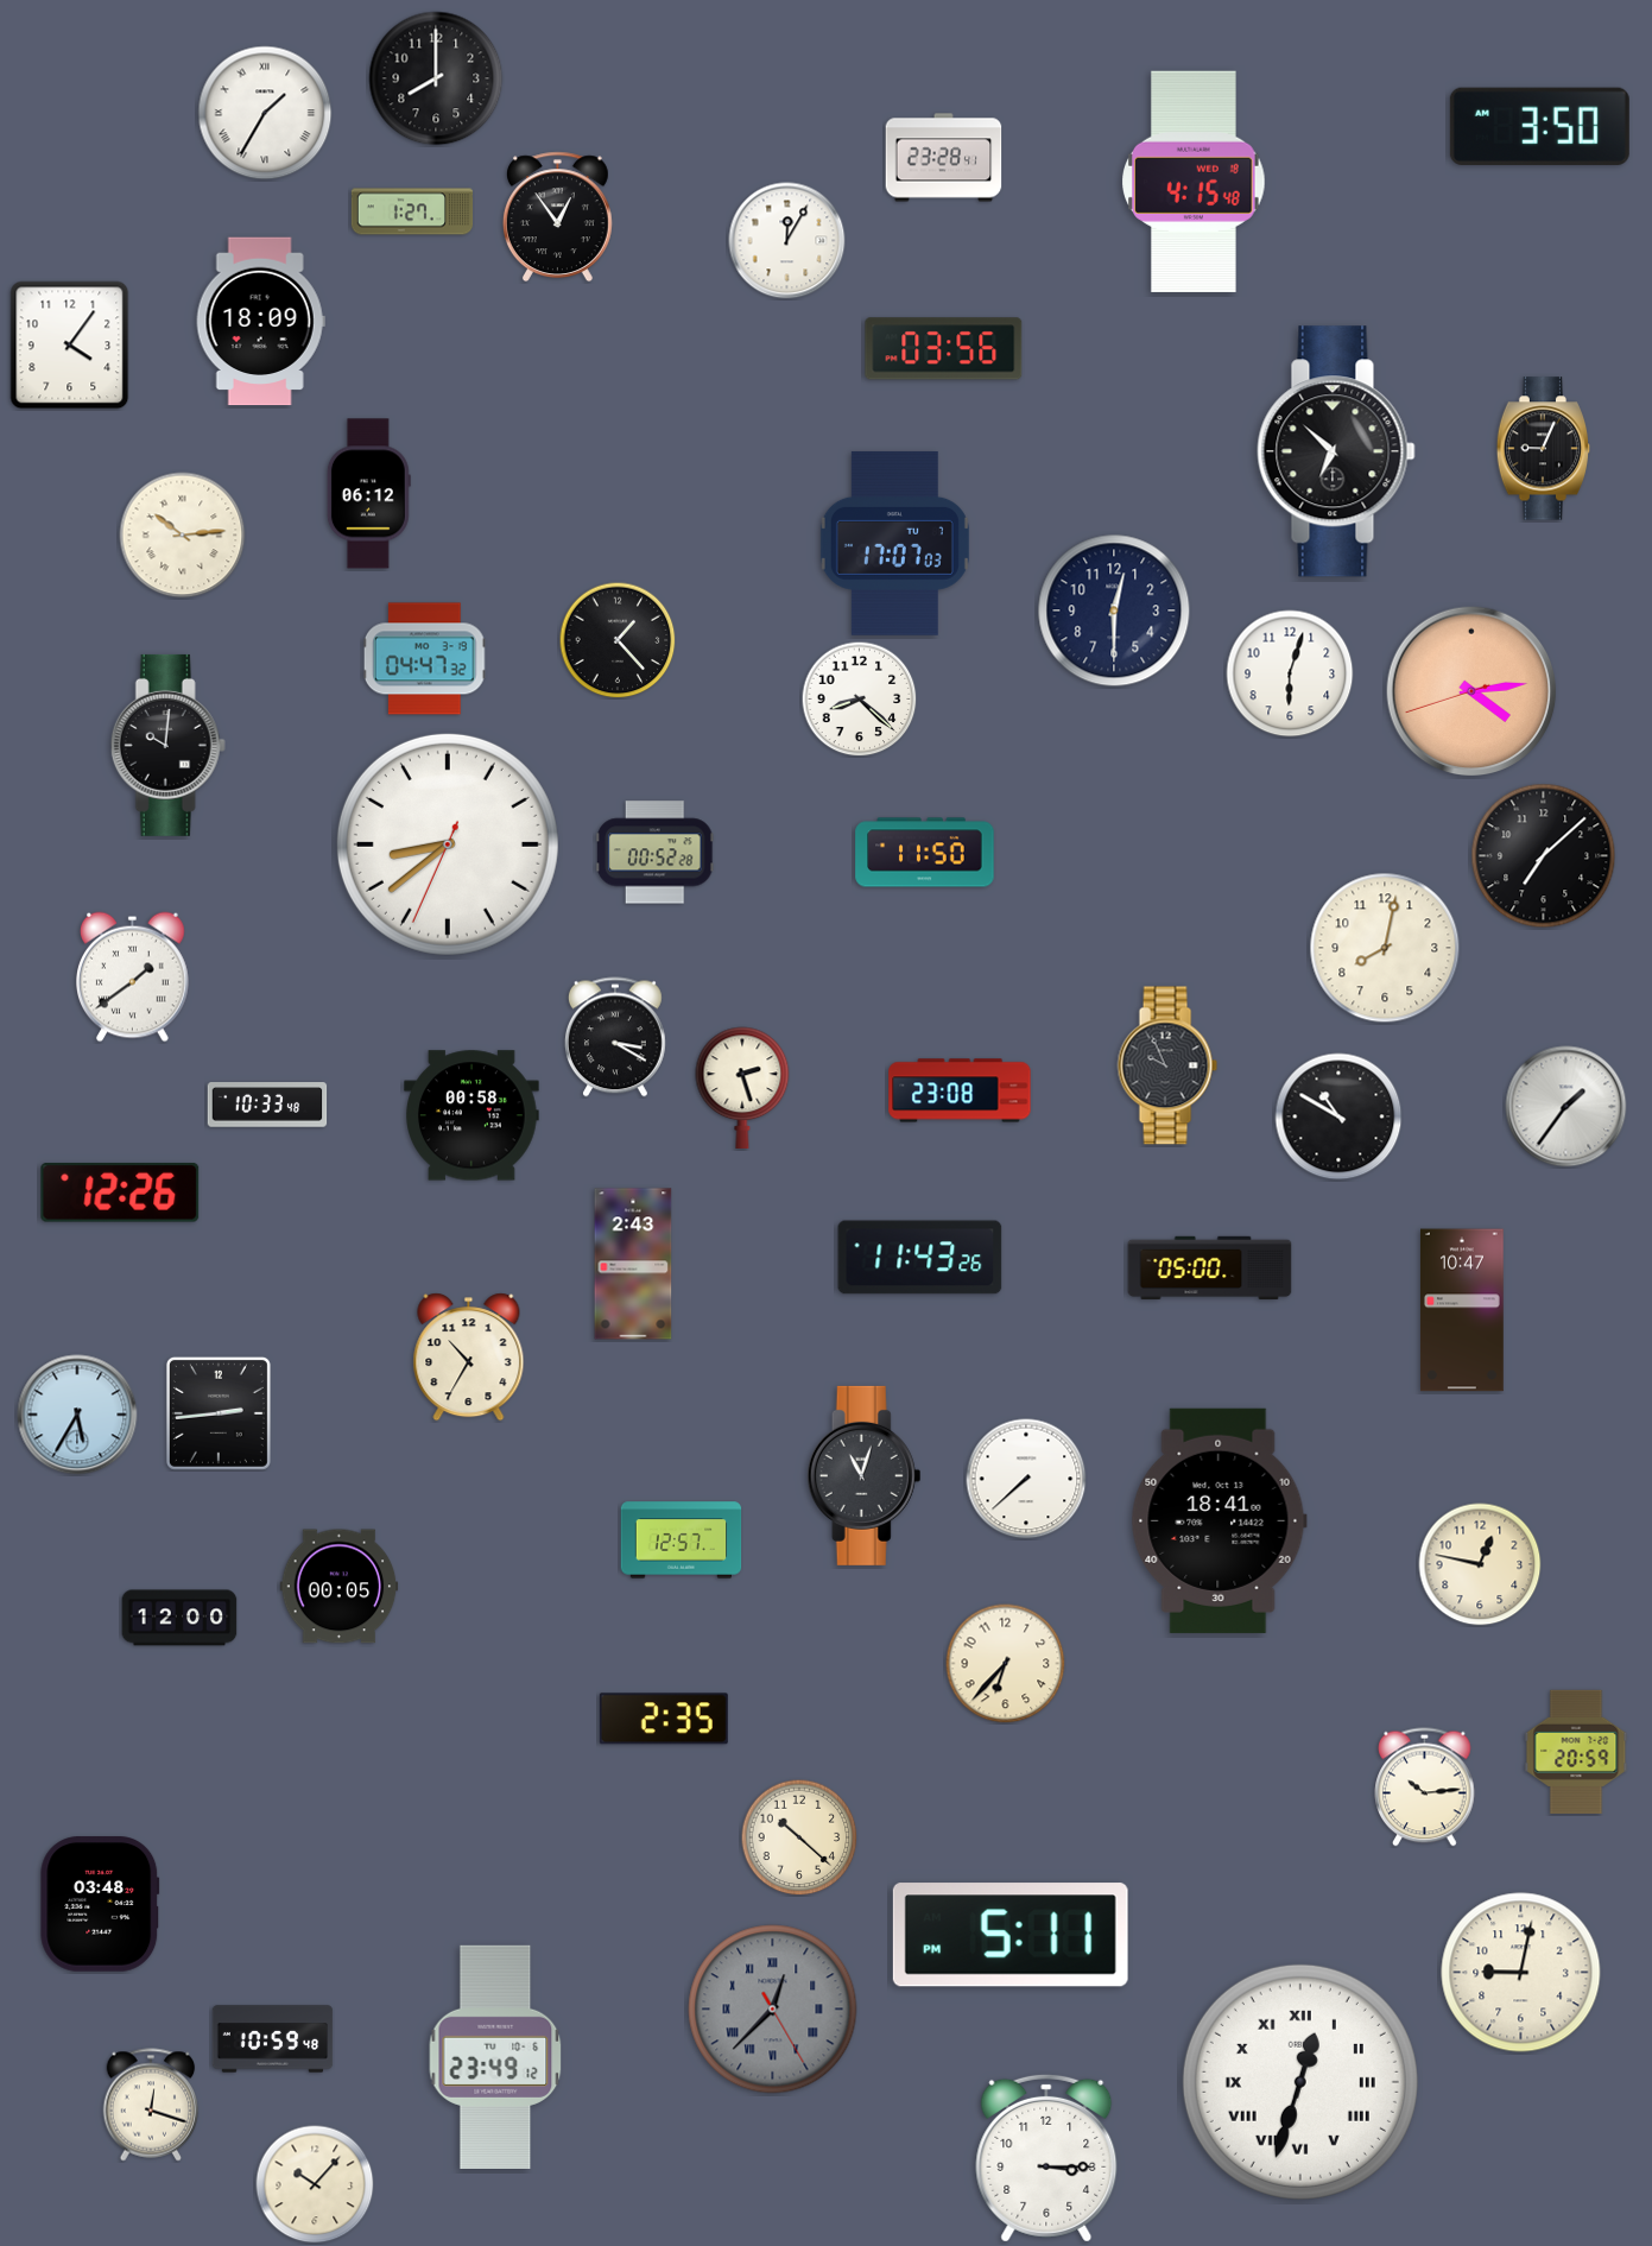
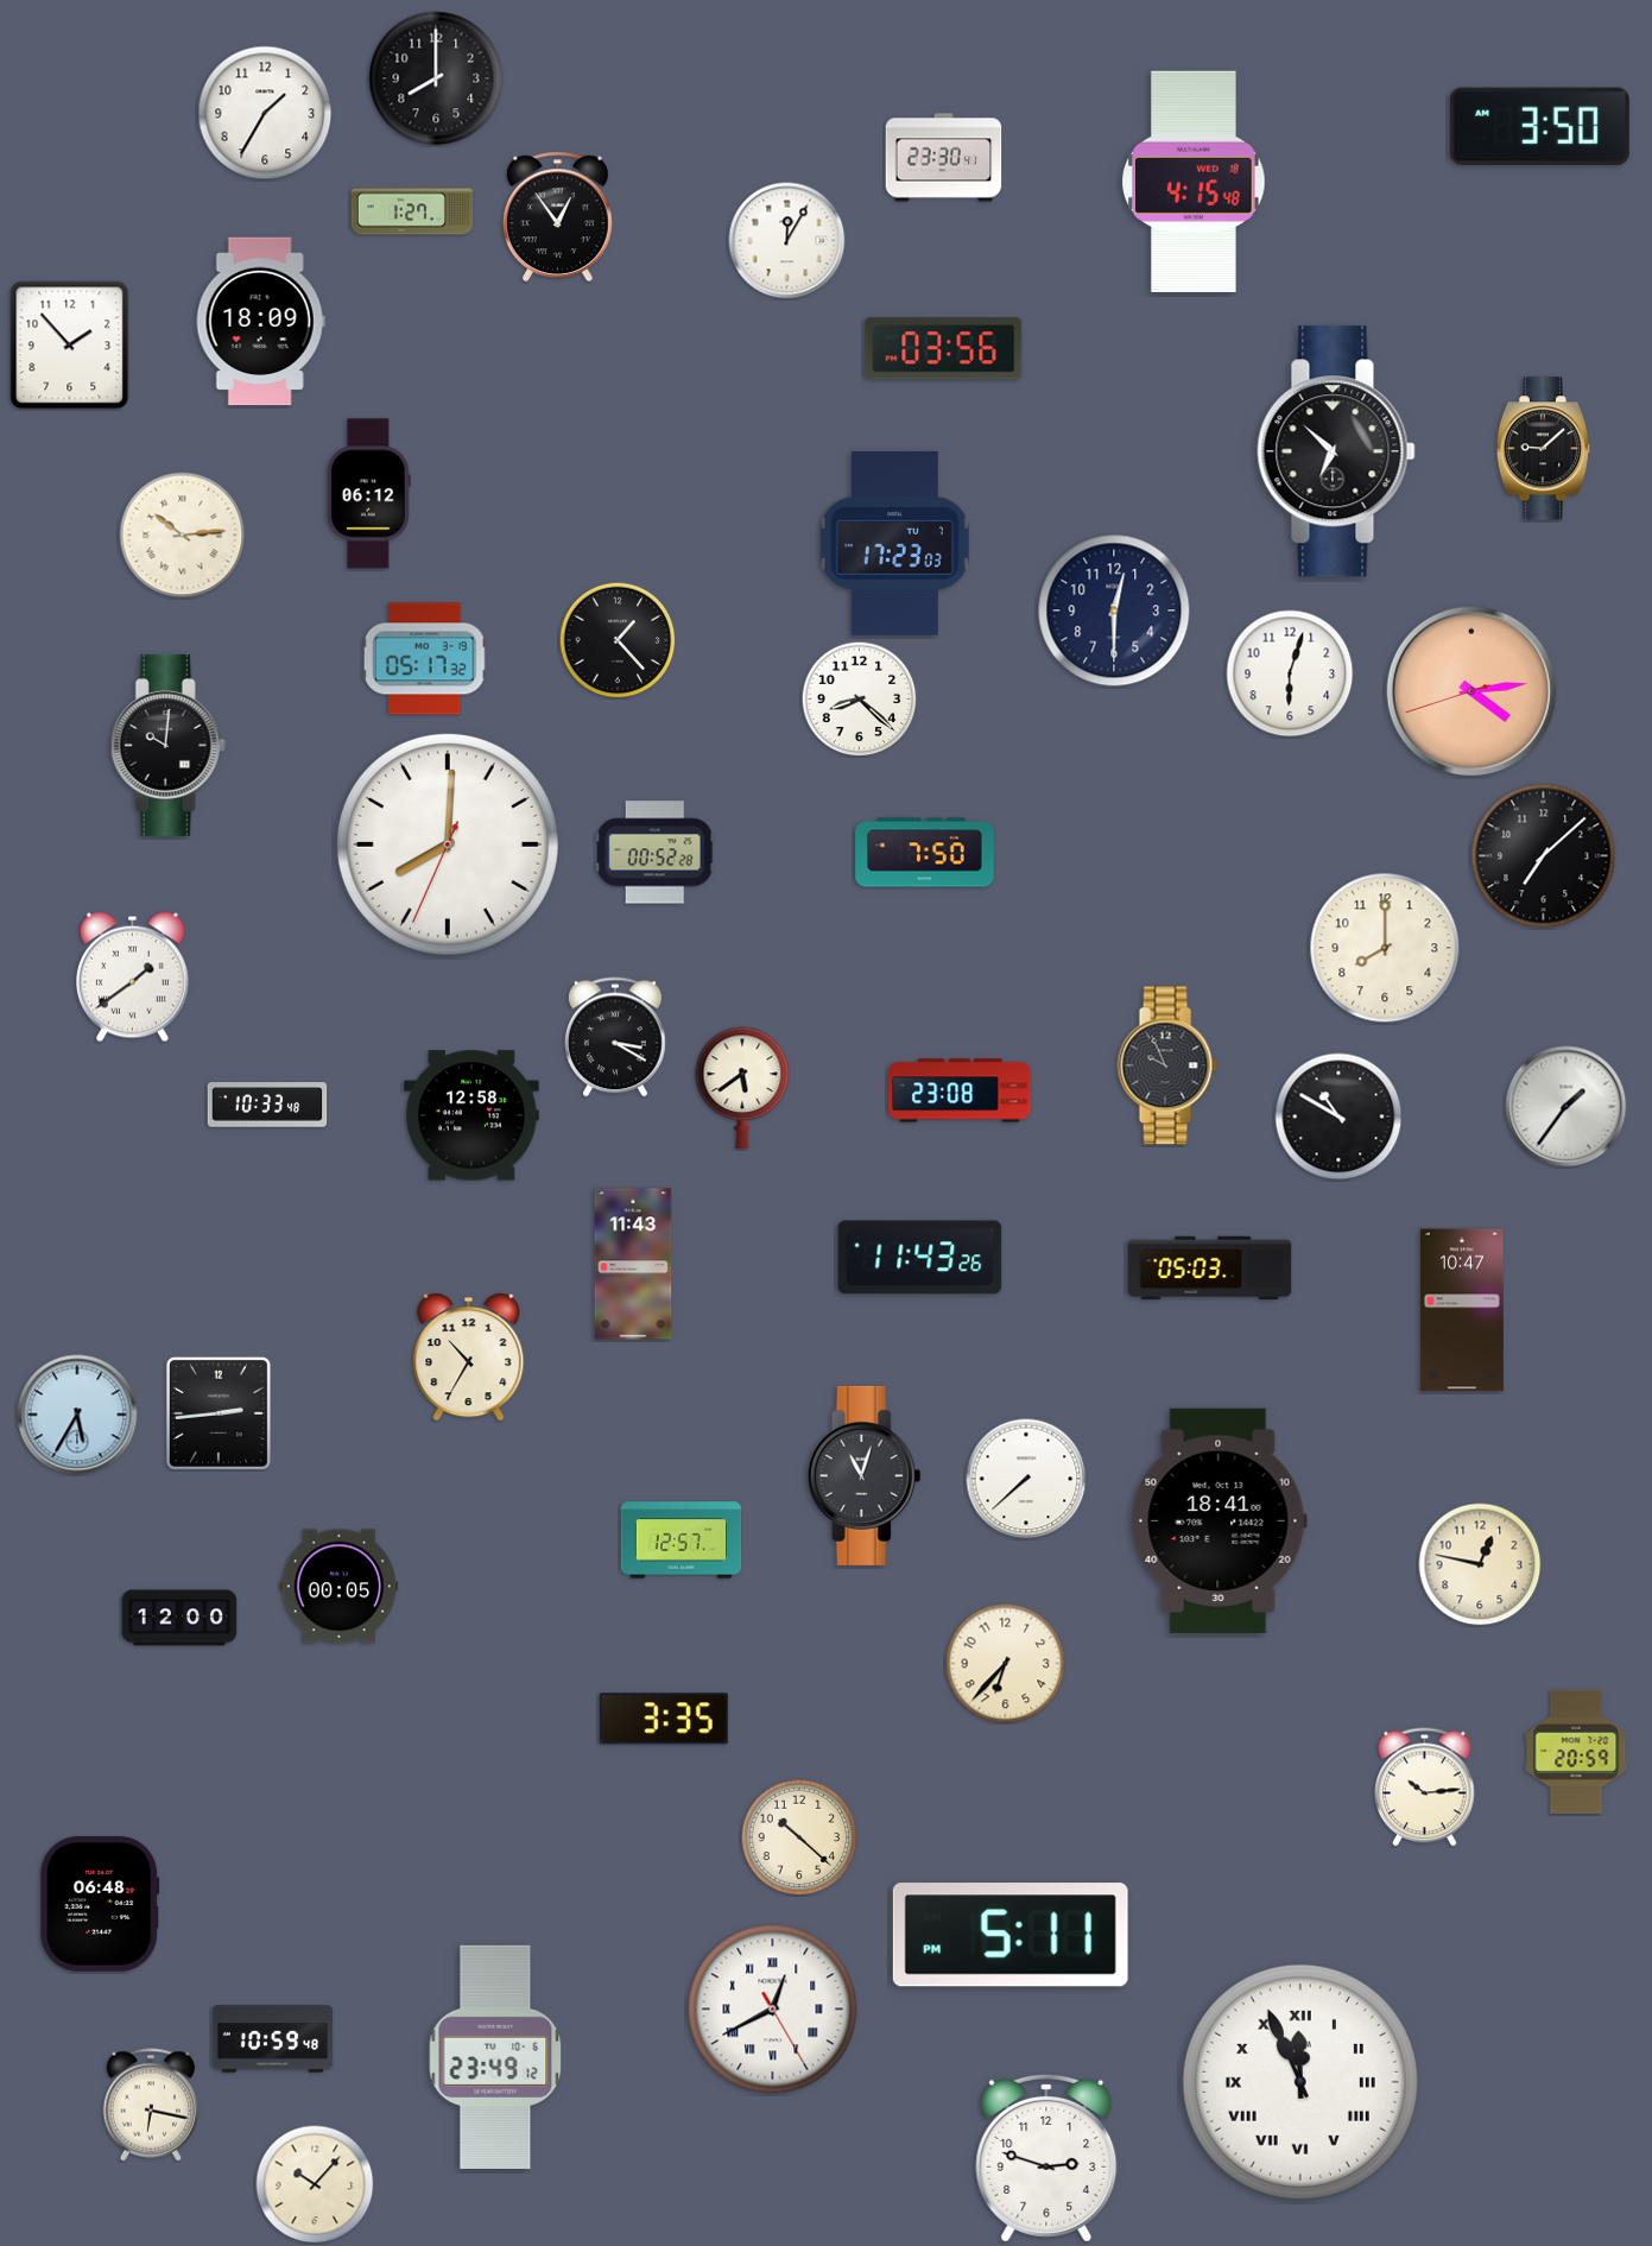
clock at (265, 113) numerals: Roman -> Arabic
clock at (944, 158): 23:28 -> 23:30
clock at (70, 346): 4:06 -> 1:53
clock at (1544, 449): 9:04 -> 9:08
clock at (894, 543): 17:07 -> 17:23
clock at (424, 659): 04:47 -> 05:17
clock at (448, 844): 8:38 -> 8:00
clock at (925, 853): 11:50 -> 7:50
clock at (1385, 948): 8:02 -> 8:00
clock at (742, 1087): 2:27 -> 5:39
clock at (471, 1115): 00:58 -> 12:58
clock at (120, 1194): 12:26 -> none
clock at (633, 1264): 2:43 -> 11:43
clock at (1210, 1268): 05:00 -> 05:03
clock at (664, 1719): 2:35 -> 3:35
clock at (100, 1904): 03:48 -> 06:48
clock at (1521, 1973): 9:02 -> none
clock at (773, 2010): 12:37 -> 12:40
clock at (773, 2010) dial: grey -> white
clock at (1300, 2082): 12:33 -> 11:56
clock at (151, 2105): 12:18 -> 6:17
clock at (1046, 2158): 3:15 -> 2:48
